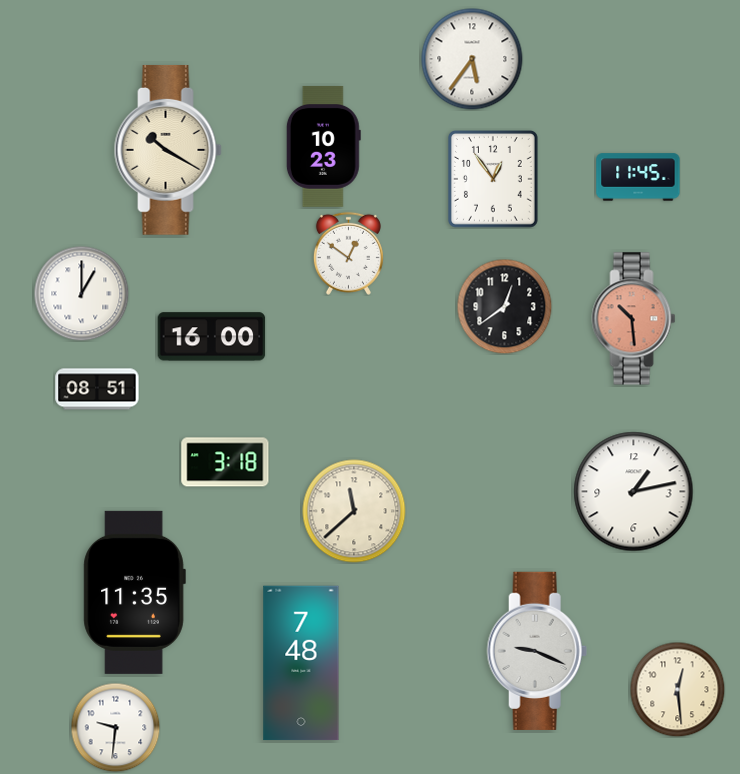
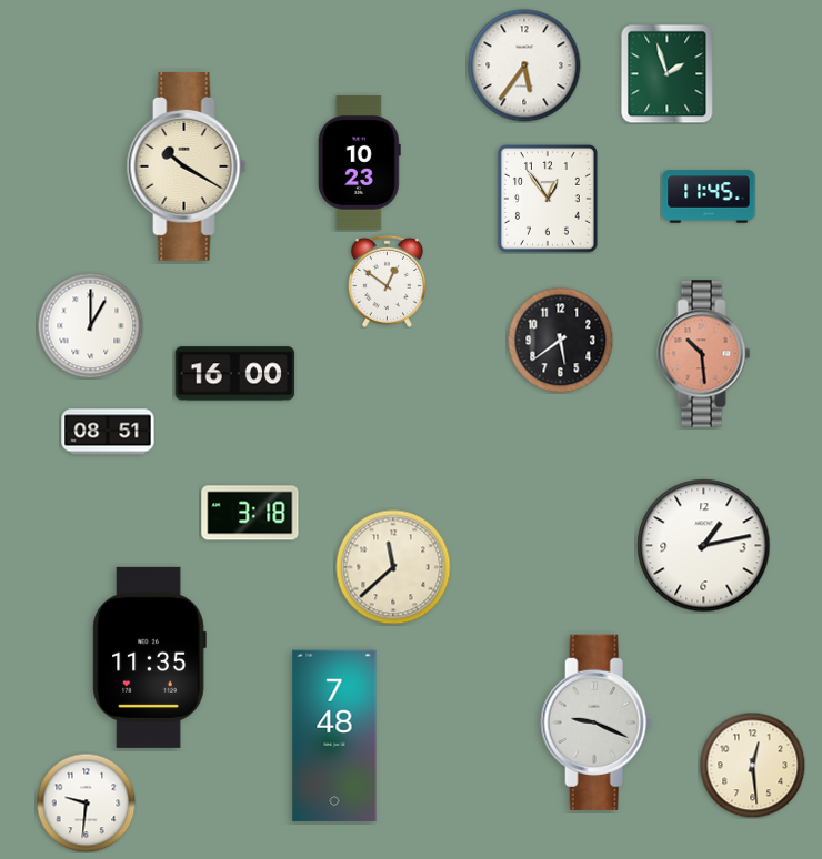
clock at (668, 73): none -> 1:57
clock at (504, 306): 12:39 -> 5:39
clock at (115, 727) position: (115, 727) -> (86, 802)
